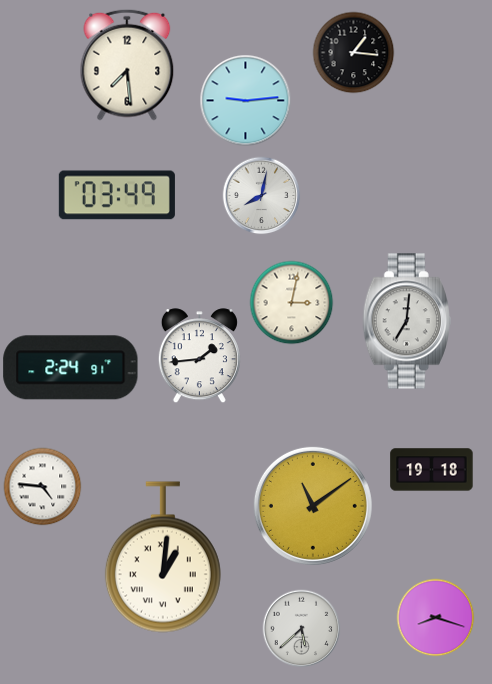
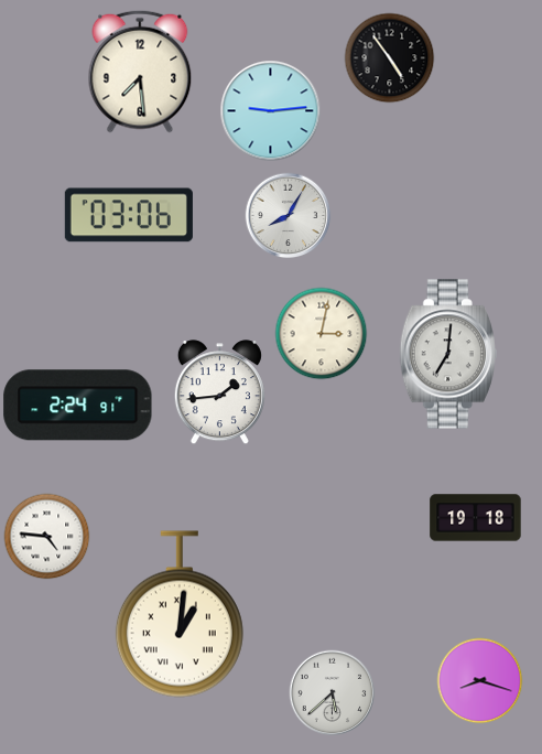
clock at (353, 52): 1:16 -> 4:54
clock at (117, 195): 03:49 -> 03:06
clock at (261, 195): 8:02 -> 8:05
clock at (313, 506): 11:09 -> none
